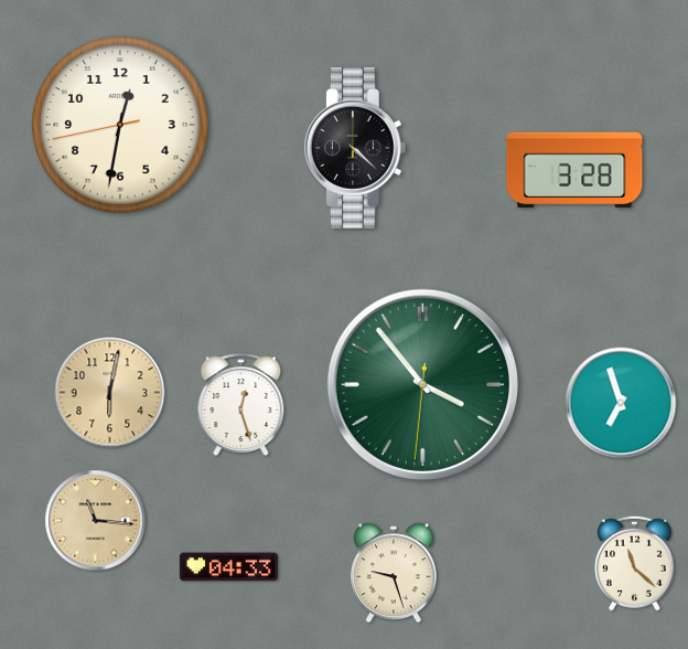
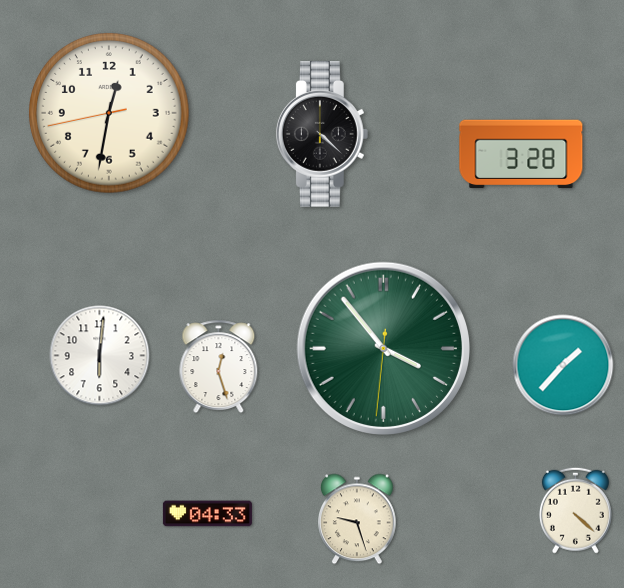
clock at (110, 393): 6:02 -> 6:01
clock at (110, 393) dial: champagne -> white
clock at (621, 403): 6:57 -> 1:37
clock at (96, 521): 11:16 -> none
clock at (634, 563): 11:22 -> 4:22
